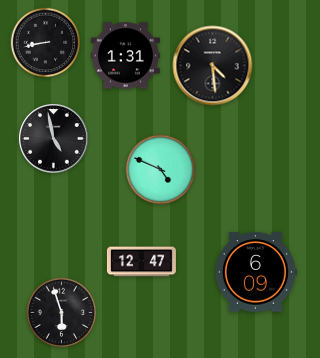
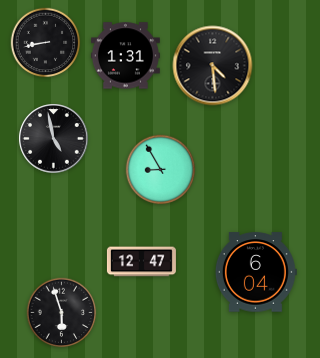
clock at (161, 170): 4:49 -> 8:55
clock at (256, 272): 6:09 -> 6:04
